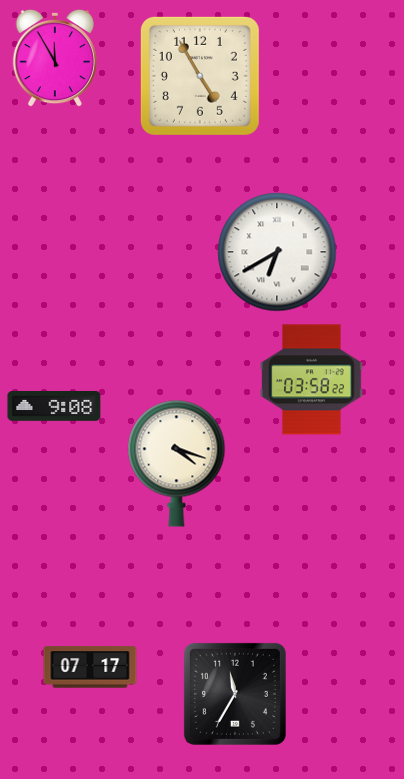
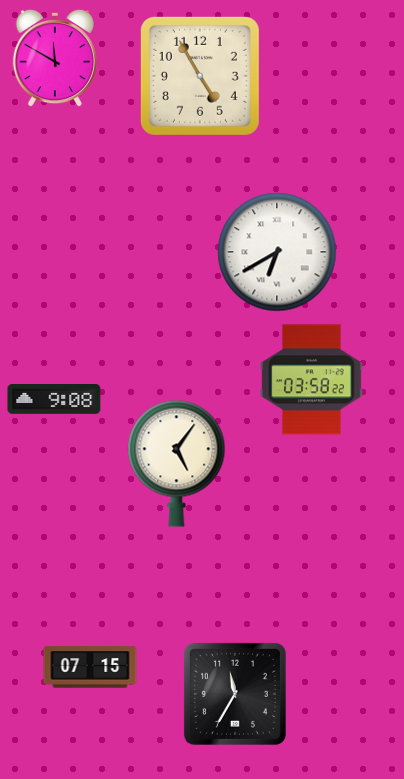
clock at (54, 58): 11:55 -> 11:50
clock at (54, 406) position: (54, 406) -> (54, 399)
clock at (177, 463): 4:18 -> 5:06
clock at (90, 667): 07:17 -> 07:15
